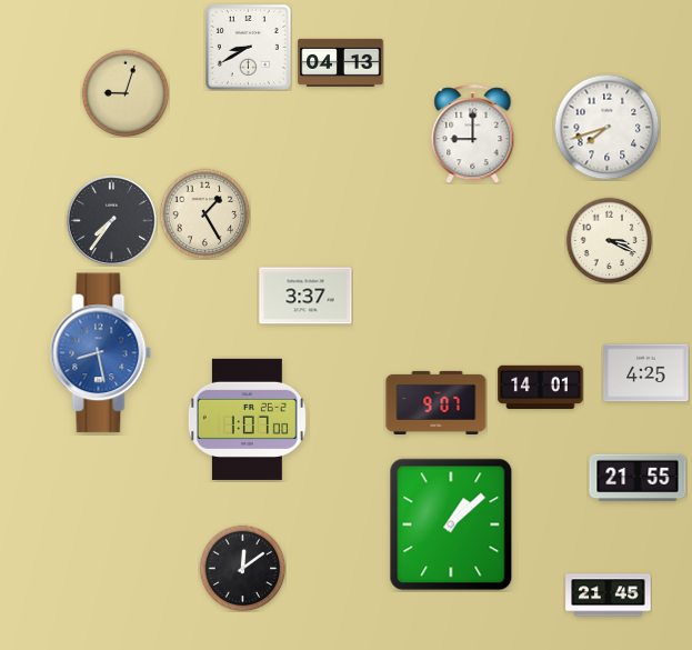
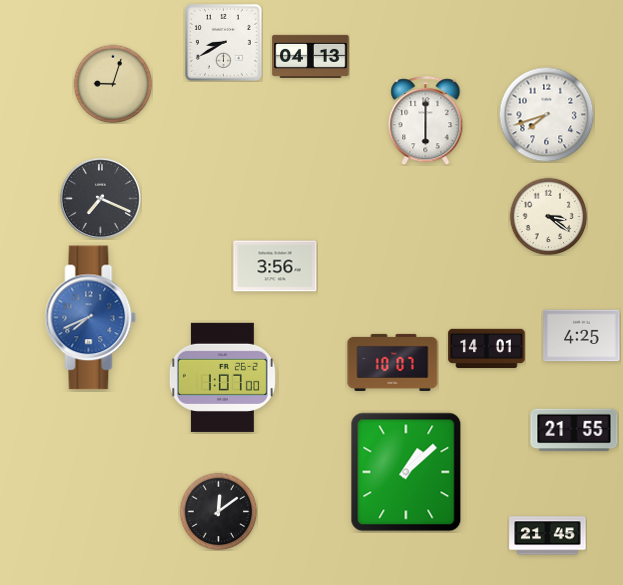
clock at (341, 62) position: (341, 62) -> (311, 56)
clock at (473, 134): 9:00 -> 6:00
clock at (204, 213): 1:25 -> none
clock at (111, 220): 7:36 -> 7:19
clock at (609, 240): 3:19 -> 3:21
clock at (305, 296): 3:37 -> 3:56
clock at (101, 353): 8:28 -> 7:41
clock at (437, 402): 9:07 -> 10:07
